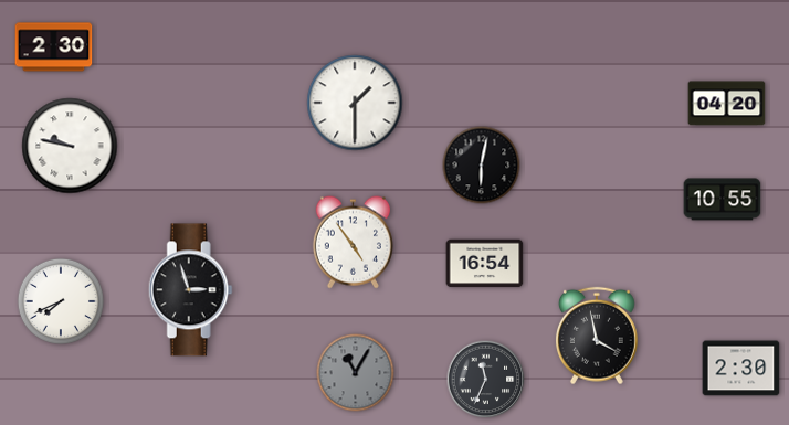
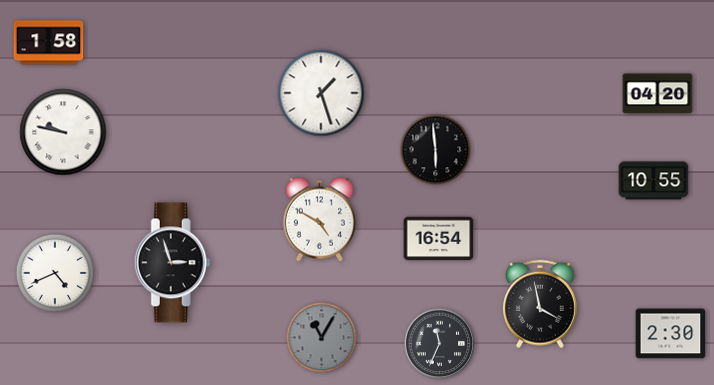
clock at (54, 47): 2:30 -> 1:58
clock at (355, 103): 1:30 -> 1:27
clock at (482, 166): 6:02 -> 5:59
clock at (353, 243): 4:54 -> 4:50
clock at (60, 300): 7:41 -> 4:41
